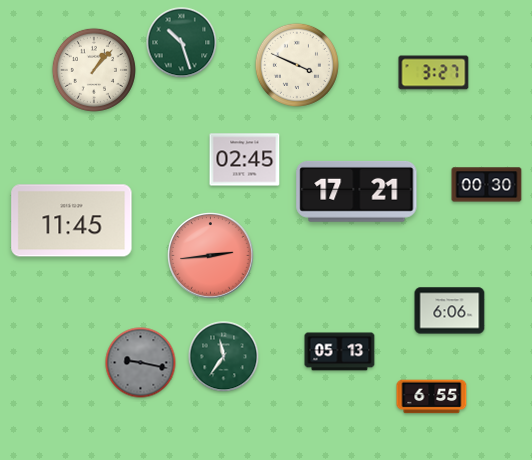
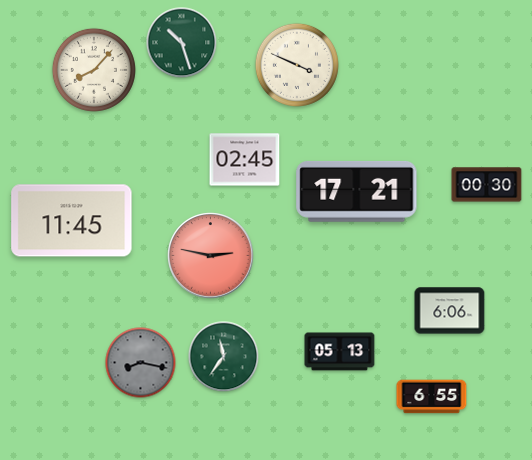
clock at (94, 70): 1:07 -> 8:07
clock at (434, 73): 3:27 -> none
clock at (211, 256): 2:44 -> 2:47
clock at (141, 363): 9:17 -> 8:17
